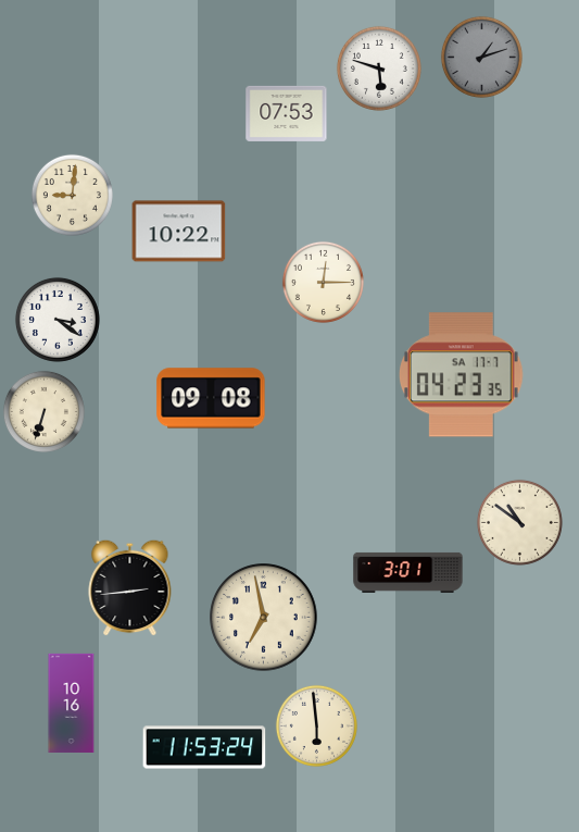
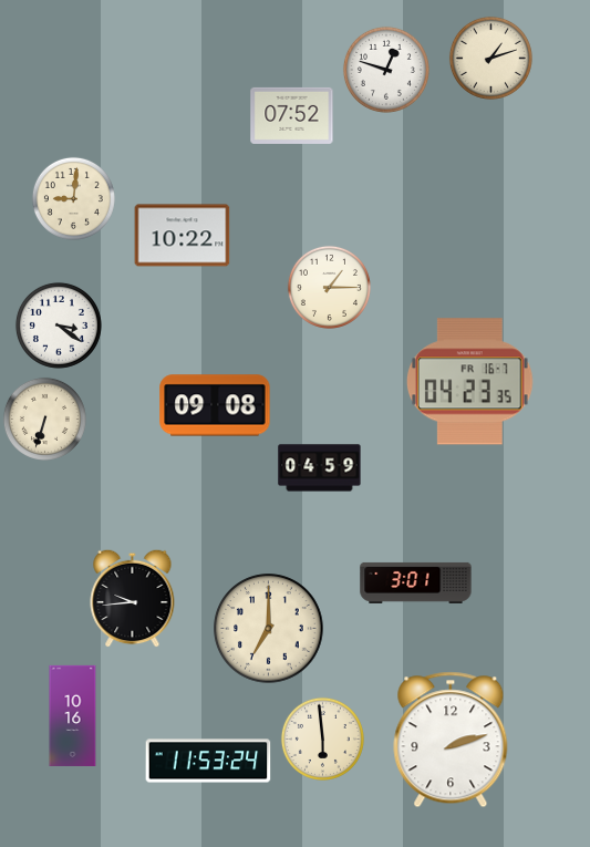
clock at (481, 57) dial: grey -> cream
clock at (379, 69): 5:48 -> 12:48
clock at (287, 113): 07:53 -> 07:52
clock at (323, 282): 12:15 -> 1:15
clock at (461, 375) date: SA 17-7 -> FR 16-7
clock at (320, 468): none -> 04:59
clock at (519, 522): 10:51 -> none
clock at (130, 587): 2:44 -> 9:44
clock at (264, 618): 6:58 -> 7:00
clock at (451, 740): none -> 2:12
